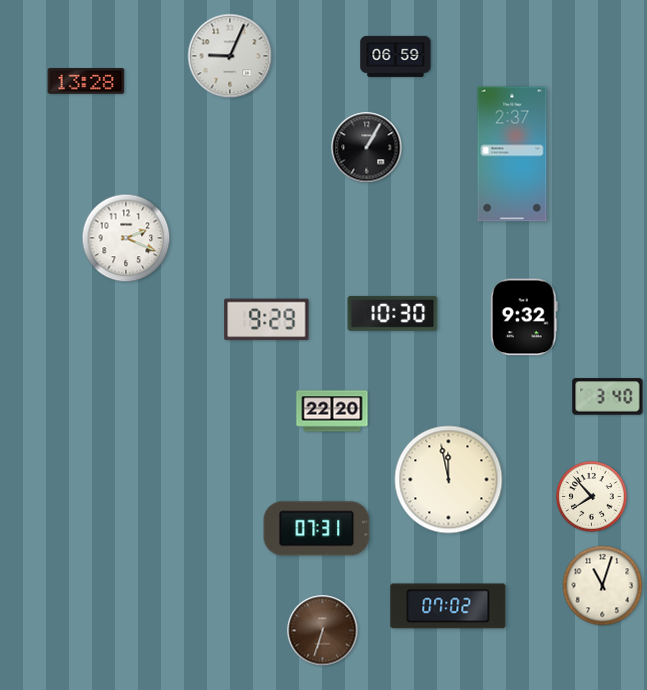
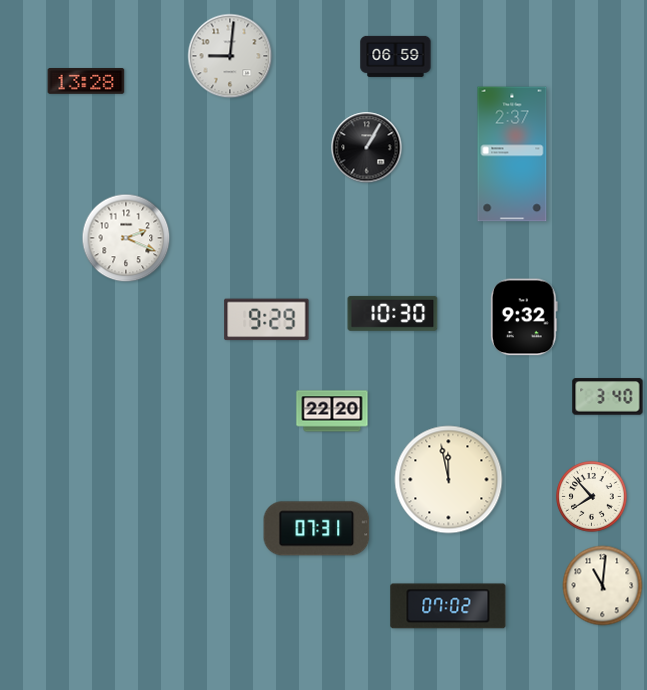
clock at (230, 56): 9:04 -> 9:01
clock at (603, 586): 11:03 -> 11:01
clock at (323, 631): 6:33 -> none
